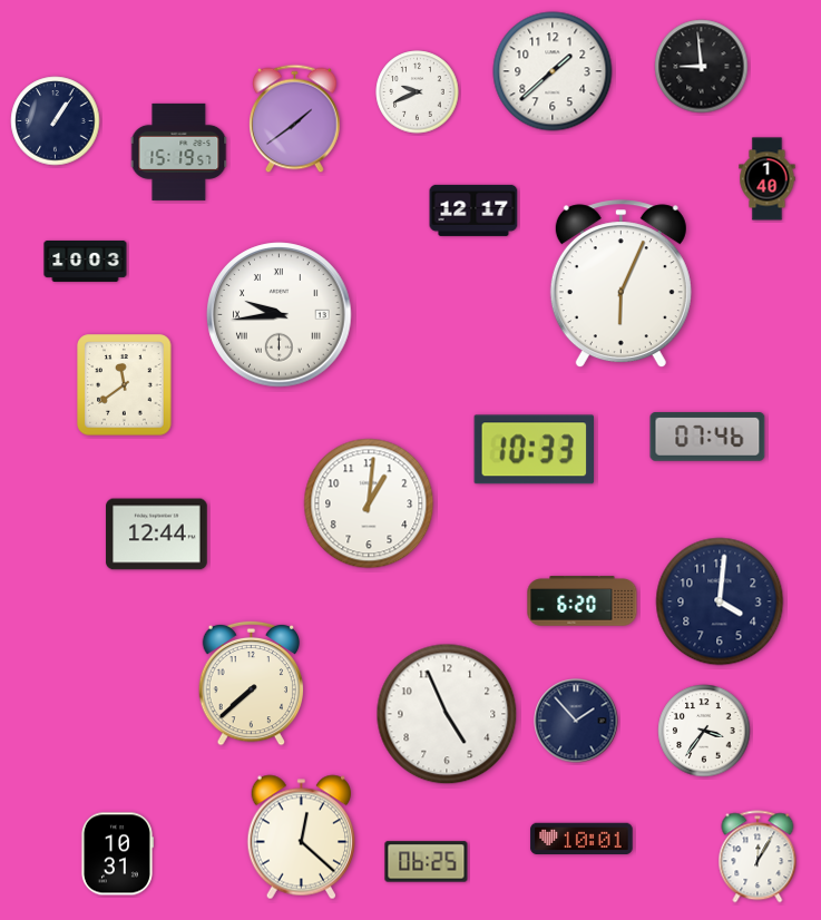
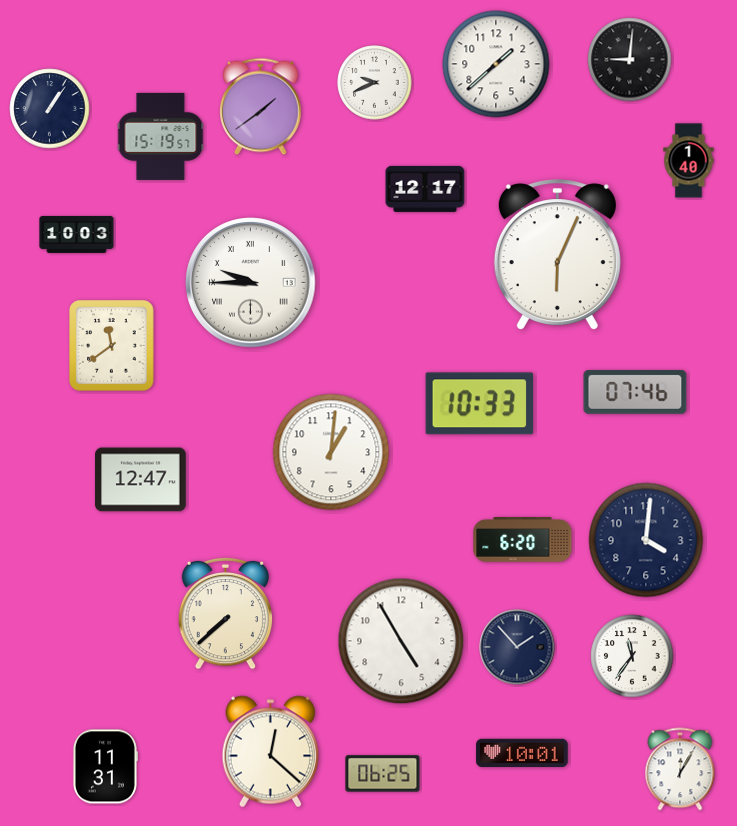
clock at (702, 67): 8:59 -> 9:01
clock at (295, 119) position: (295, 119) -> (261, 107)
clock at (280, 315): 9:44 -> 9:45
clock at (157, 535): 12:44 -> 12:47
clock at (447, 714): 4:56 -> 4:55
clock at (704, 731): 3:36 -> 11:36
clock at (117, 854): 10:31 -> 11:31
